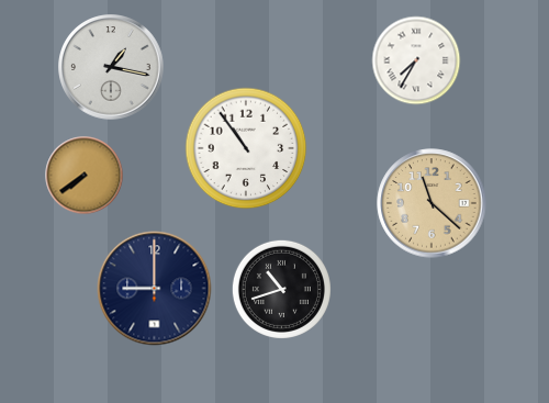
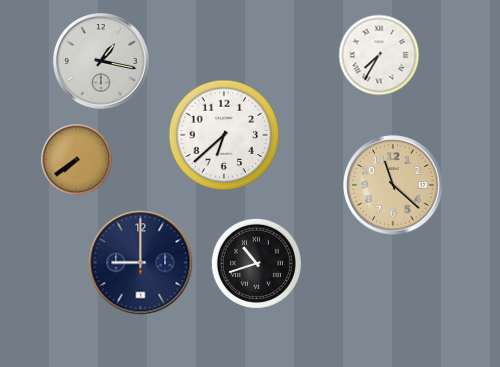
clock at (246, 148): 10:54 -> 6:38
